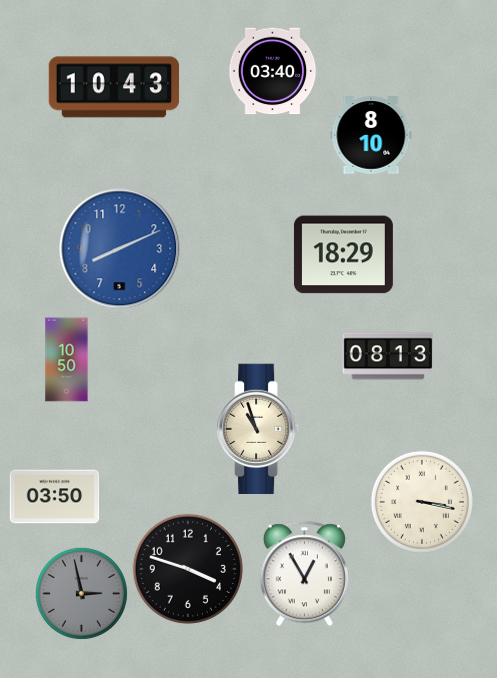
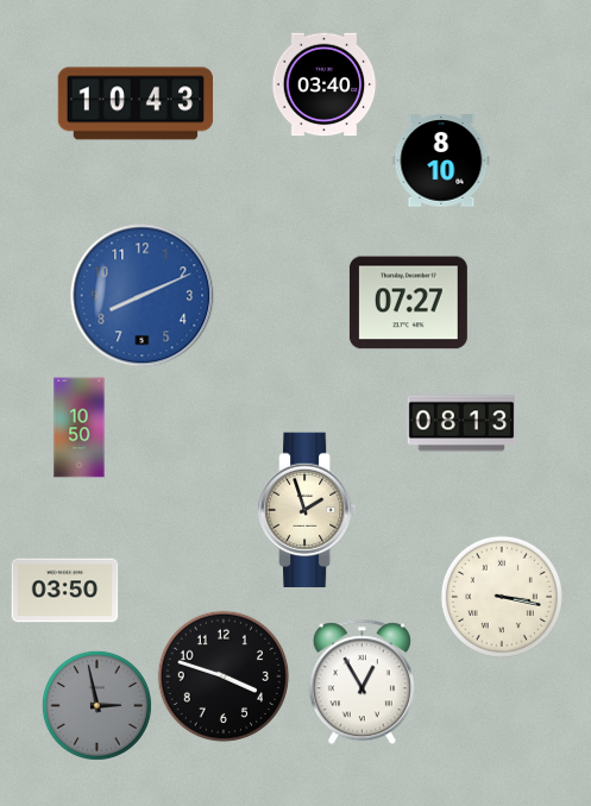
clock at (343, 255): 18:29 -> 07:27
clock at (259, 428): 10:57 -> 1:57
